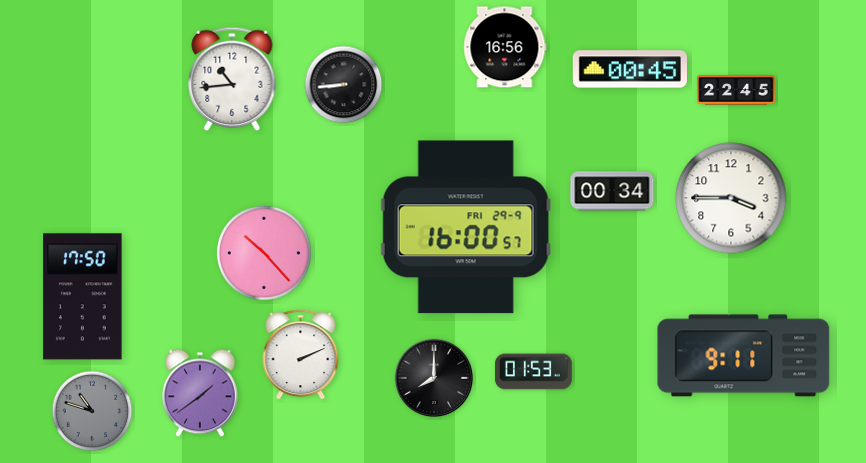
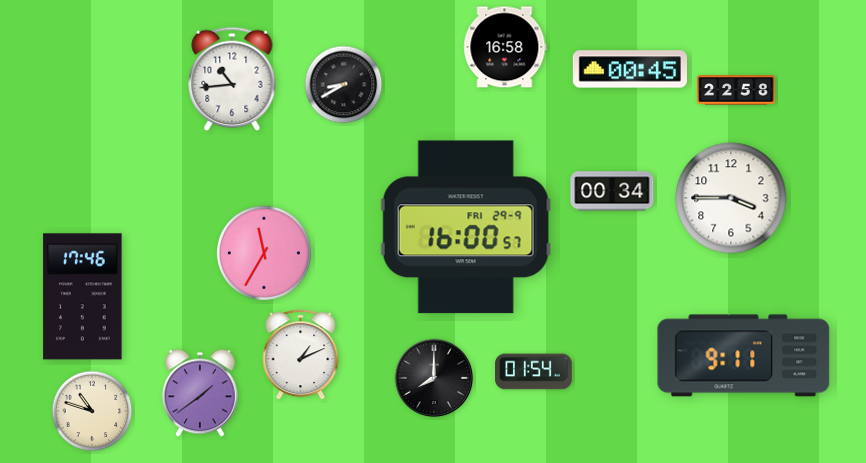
clock at (505, 47): 16:56 -> 16:58
clock at (344, 85): 8:44 -> 8:40
clock at (736, 90): 22:45 -> 22:58
clock at (264, 253): 10:23 -> 11:35
clock at (83, 297): 17:50 -> 17:46
clock at (301, 355): 2:11 -> 1:11
clock at (534, 372): 01:53 -> 01:54
clock at (92, 411) dial: grey -> cream
